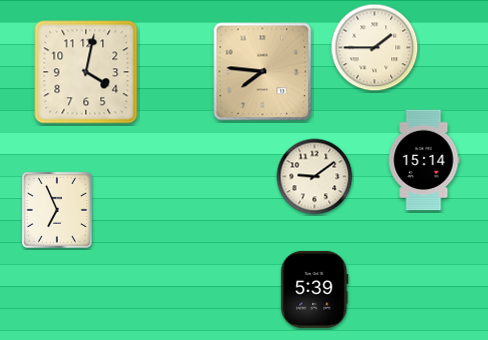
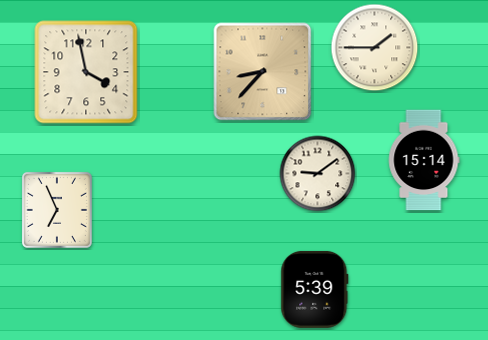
clock at (86, 72): 4:02 -> 3:58
clock at (263, 72): 7:46 -> 8:37
clock at (315, 177) position: (315, 177) -> (318, 174)
